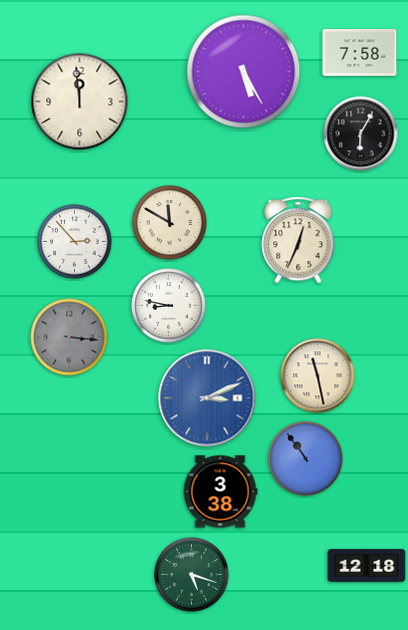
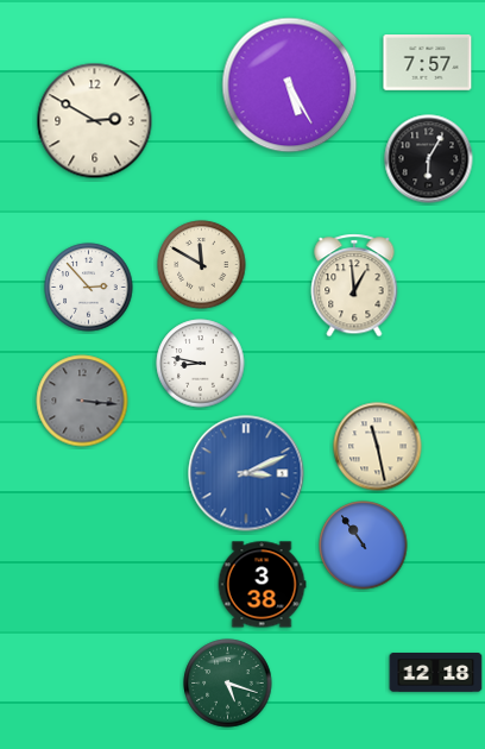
clock at (360, 53): 7:58 -> 7:57
clock at (80, 102): 11:59 -> 2:50
clock at (298, 240): 12:34 -> 12:59
